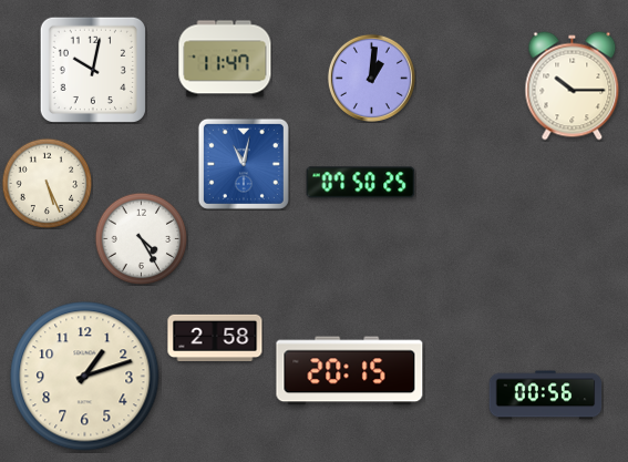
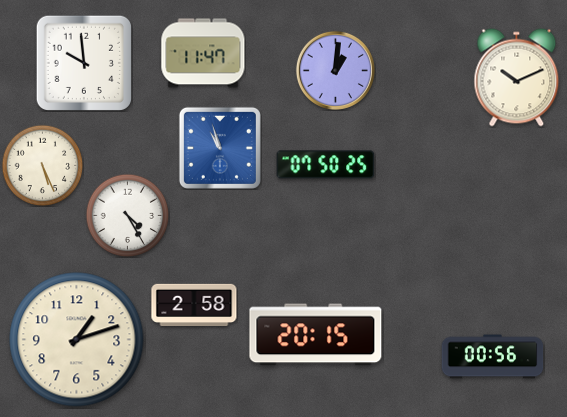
clock at (93, 70): 10:02 -> 9:59
clock at (573, 86): 10:15 -> 10:11
clock at (244, 164): 11:02 -> 10:57
